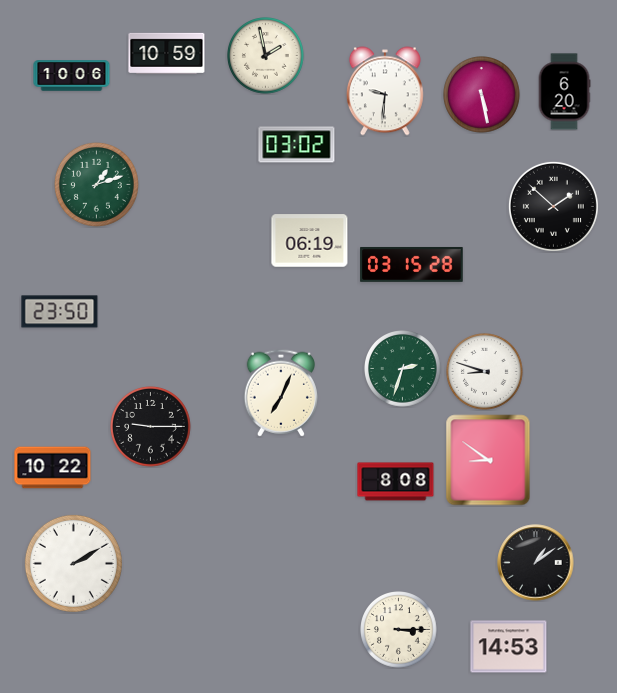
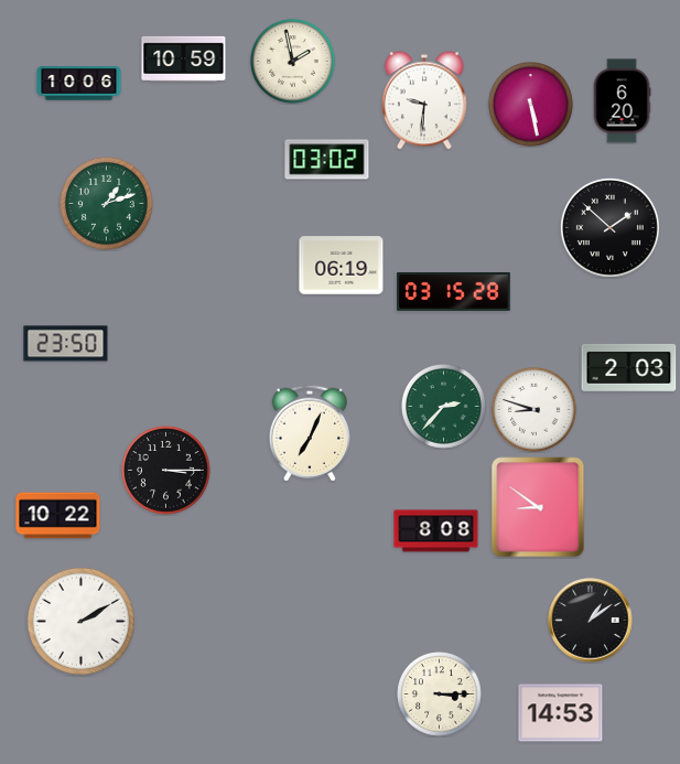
clock at (629, 367): none -> 2:03
clock at (403, 369): 2:33 -> 2:37
clock at (151, 427): 9:15 -> 3:15
